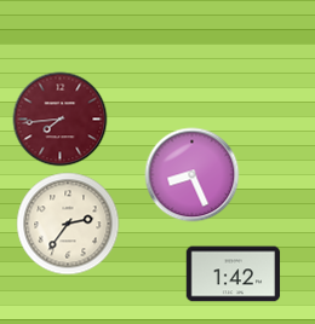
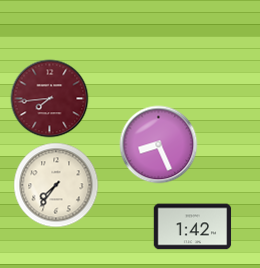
clock at (68, 224): 2:36 -> 7:36
